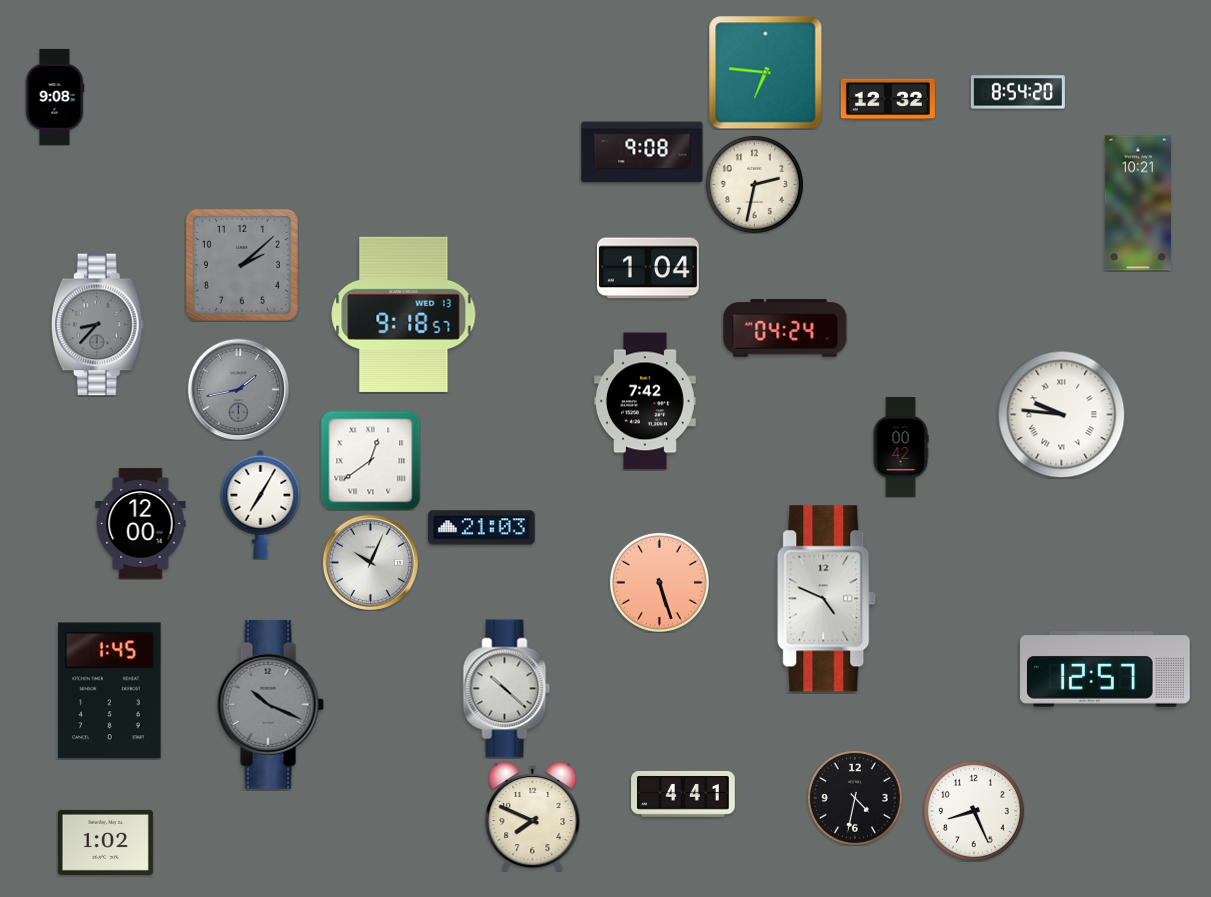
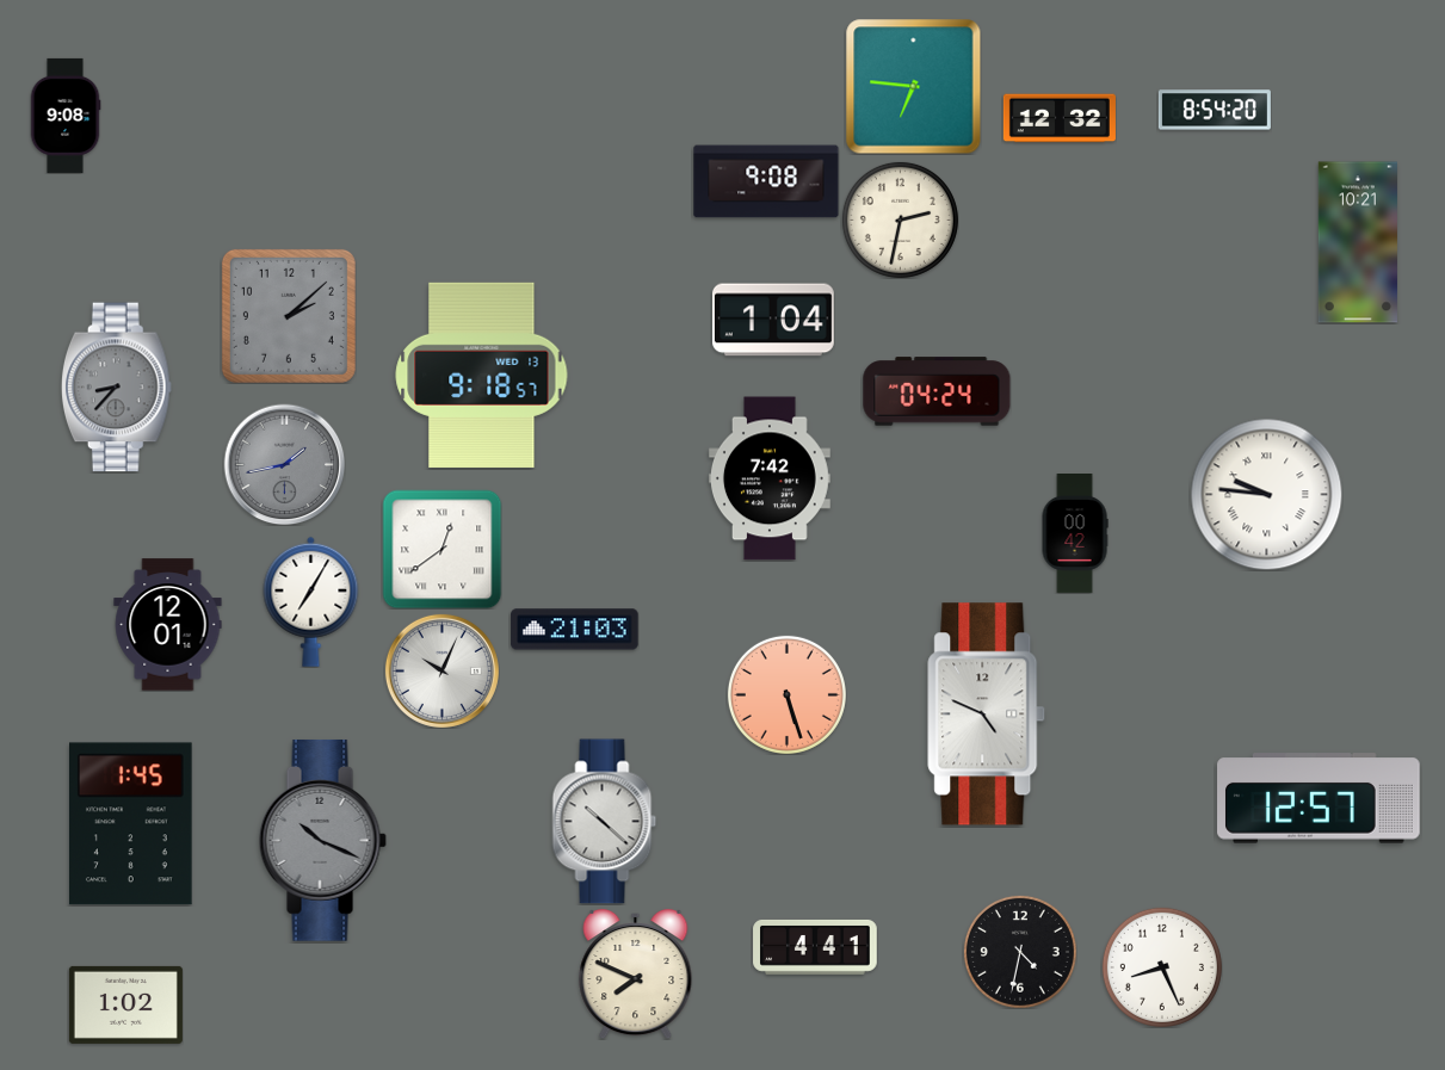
clock at (141, 524): 12:00 -> 12:01
